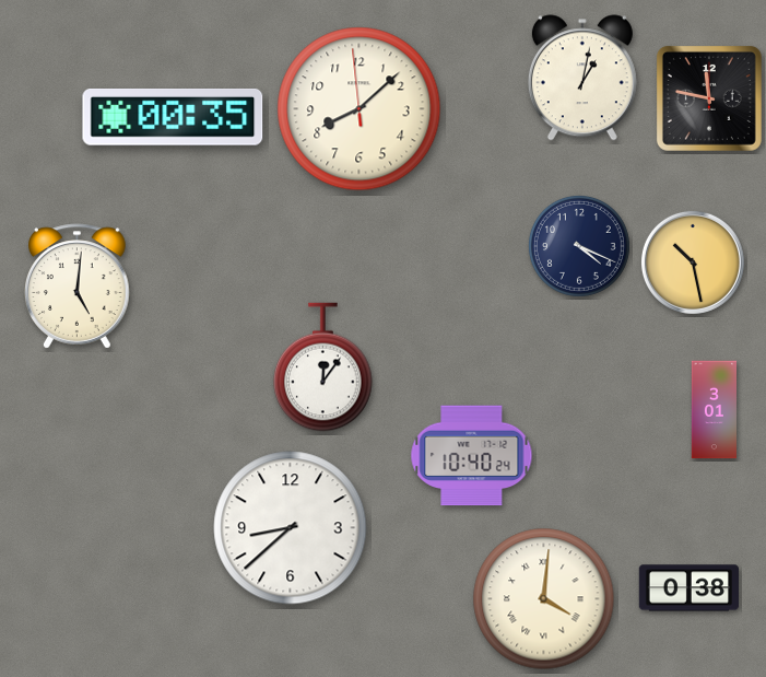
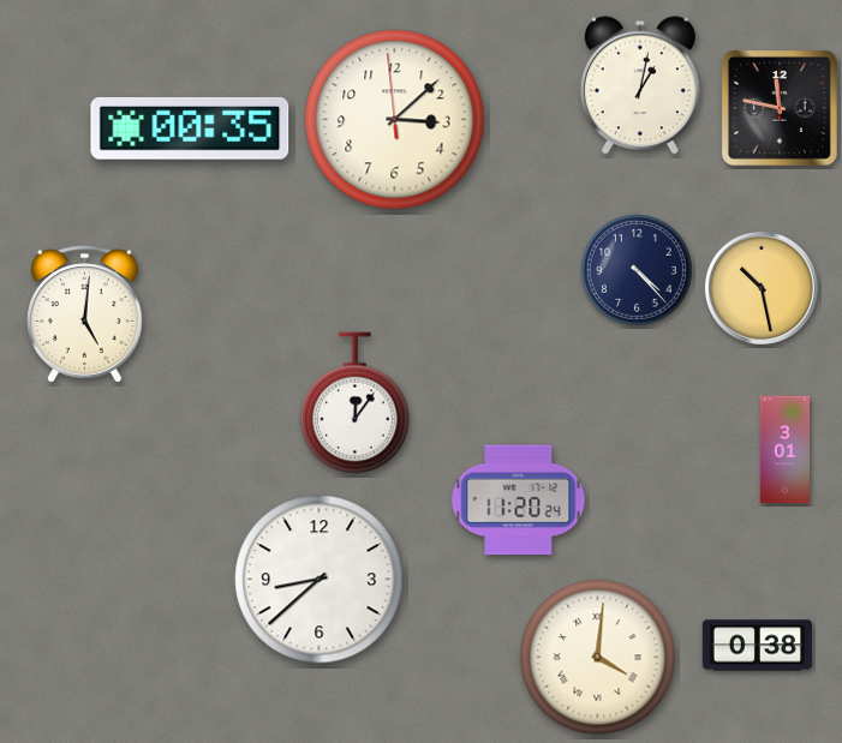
clock at (360, 109): 8:07 -> 3:07
clock at (579, 246): 4:19 -> 4:23
clock at (472, 456): 10:40 -> 11:20
